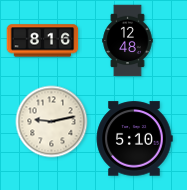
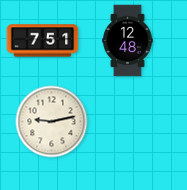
clock at (43, 41): 8:16 -> 7:51
clock at (134, 139): 5:10 -> none
